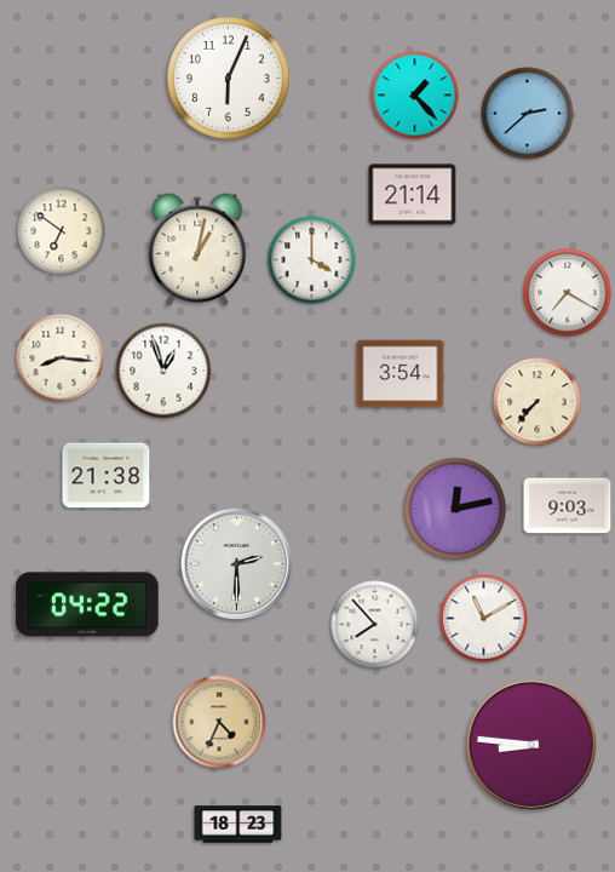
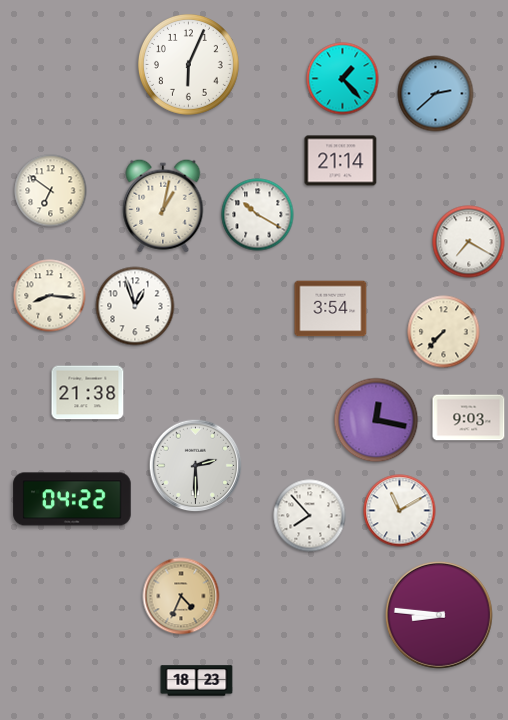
clock at (312, 260): 4:00 -> 10:20
clock at (455, 509): 12:13 -> 12:17
